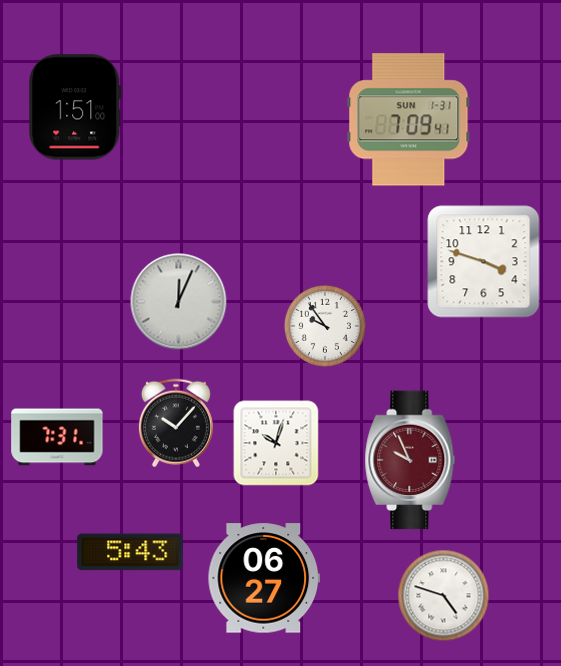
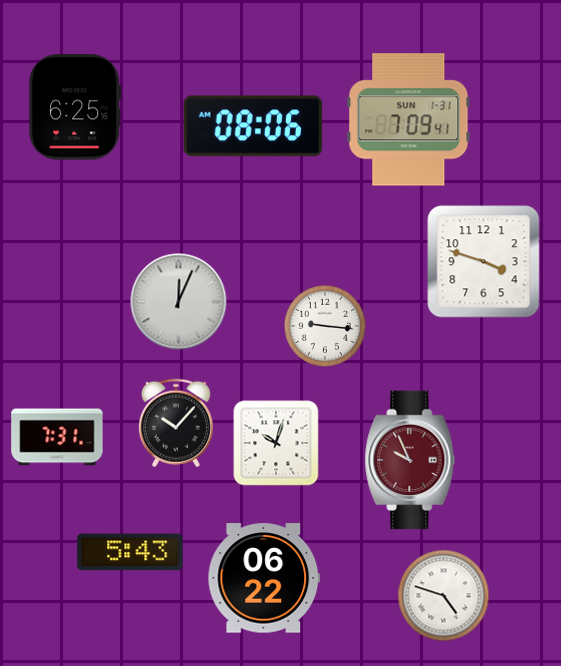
clock at (75, 107): 1:51 -> 6:25
clock at (253, 126): none -> 08:06
clock at (325, 326): 9:54 -> 9:16
clock at (264, 578): 06:27 -> 06:22
